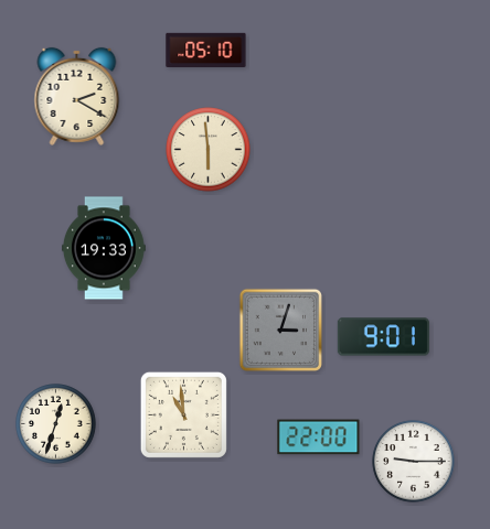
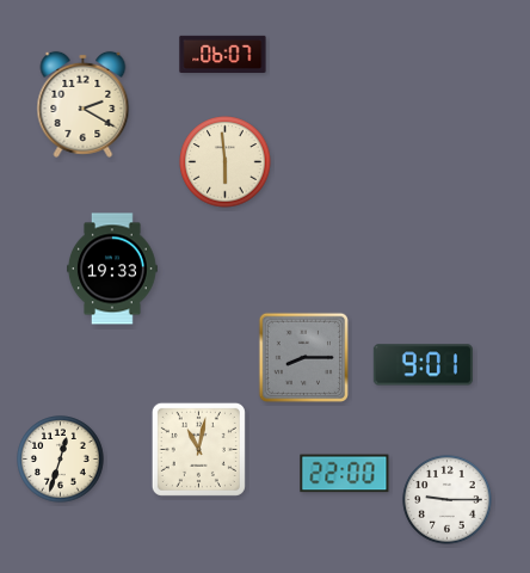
clock at (206, 50): 05:10 -> 06:07
clock at (281, 331): 3:03 -> 8:15
clock at (383, 337) position: (383, 337) -> (423, 365)
clock at (183, 414): 10:59 -> 11:02
